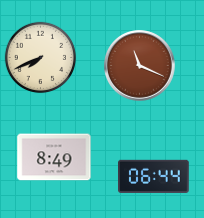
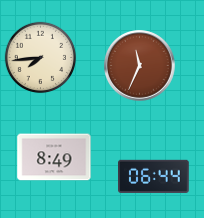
clock at (41, 58): 7:41 -> 7:44
clock at (140, 66): 11:19 -> 11:34
